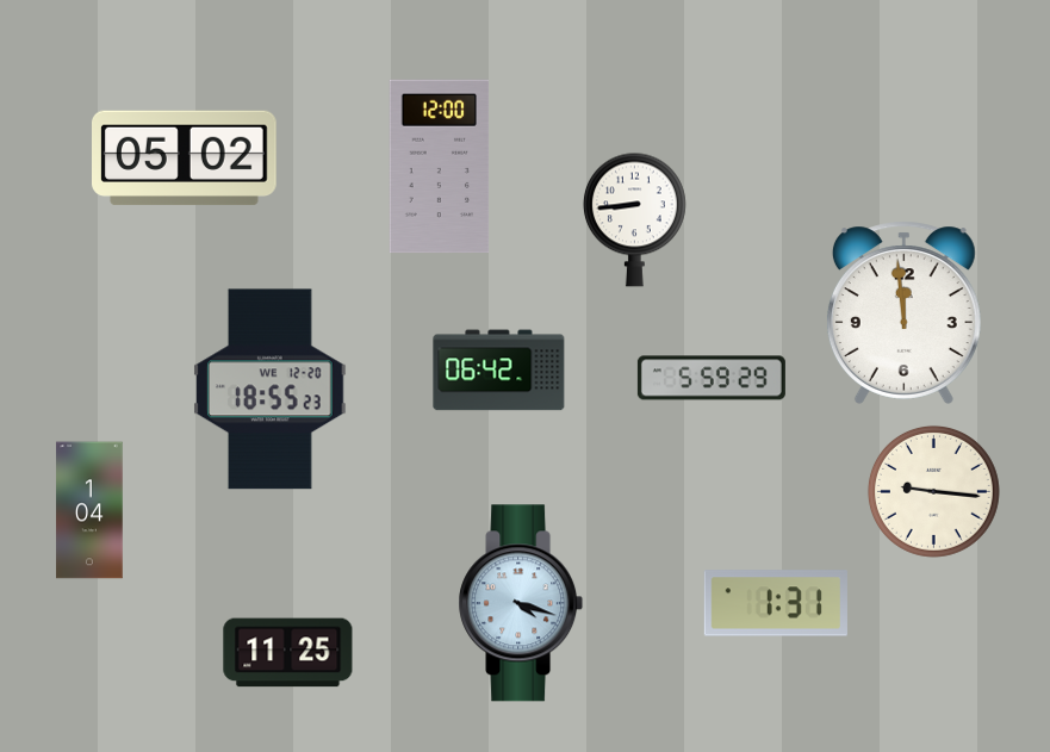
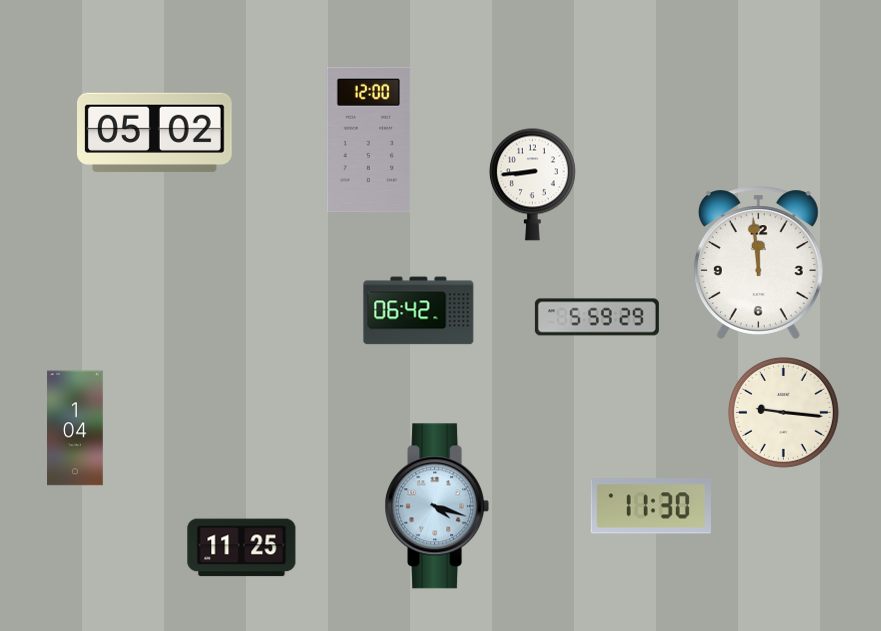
clock at (271, 390): 18:55 -> none
clock at (776, 603): 1:31 -> 11:30
